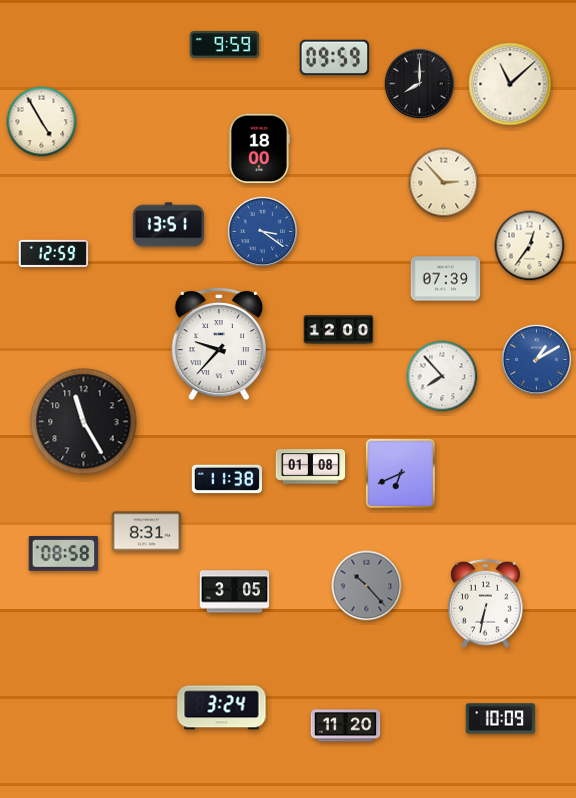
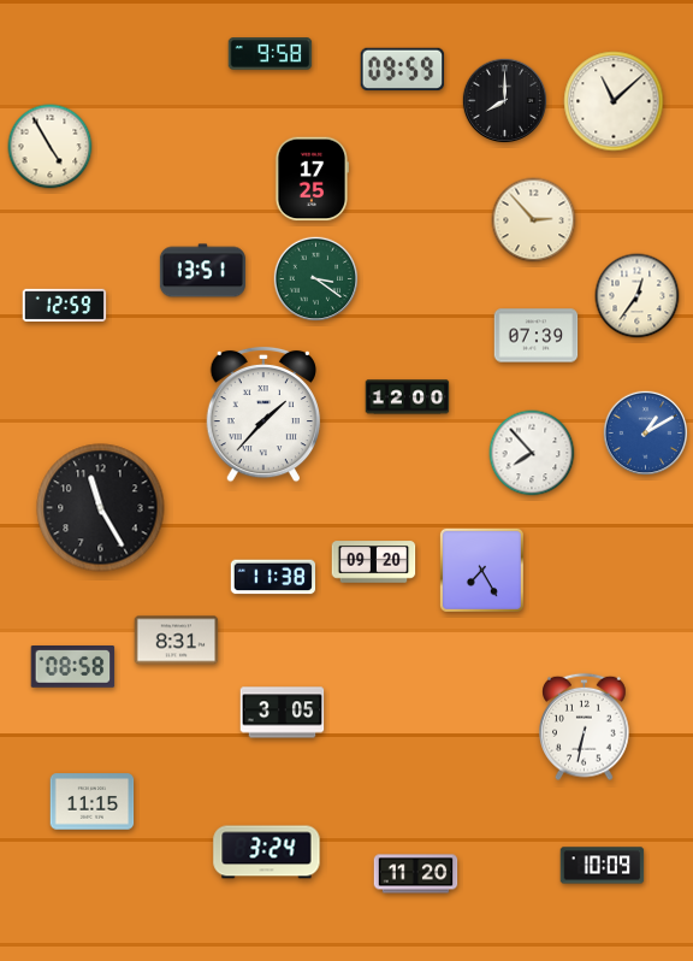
clock at (225, 45): 9:59 -> 9:58
clock at (258, 149): 18:00 -> 17:25
clock at (263, 232) dial: blue -> green
clock at (218, 344): 9:37 -> 1:37
clock at (311, 467): 01:08 -> 09:20
clock at (400, 473): 6:41 -> 7:25
clock at (64, 554) position: (64, 554) -> (73, 667)
clock at (367, 586): 10:23 -> none
clock at (93, 802): none -> 11:15
